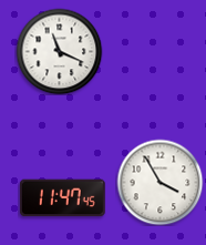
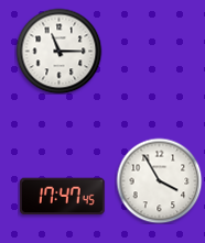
clock at (59, 51): 11:19 -> 11:15
clock at (62, 198): 11:47 -> 17:47
